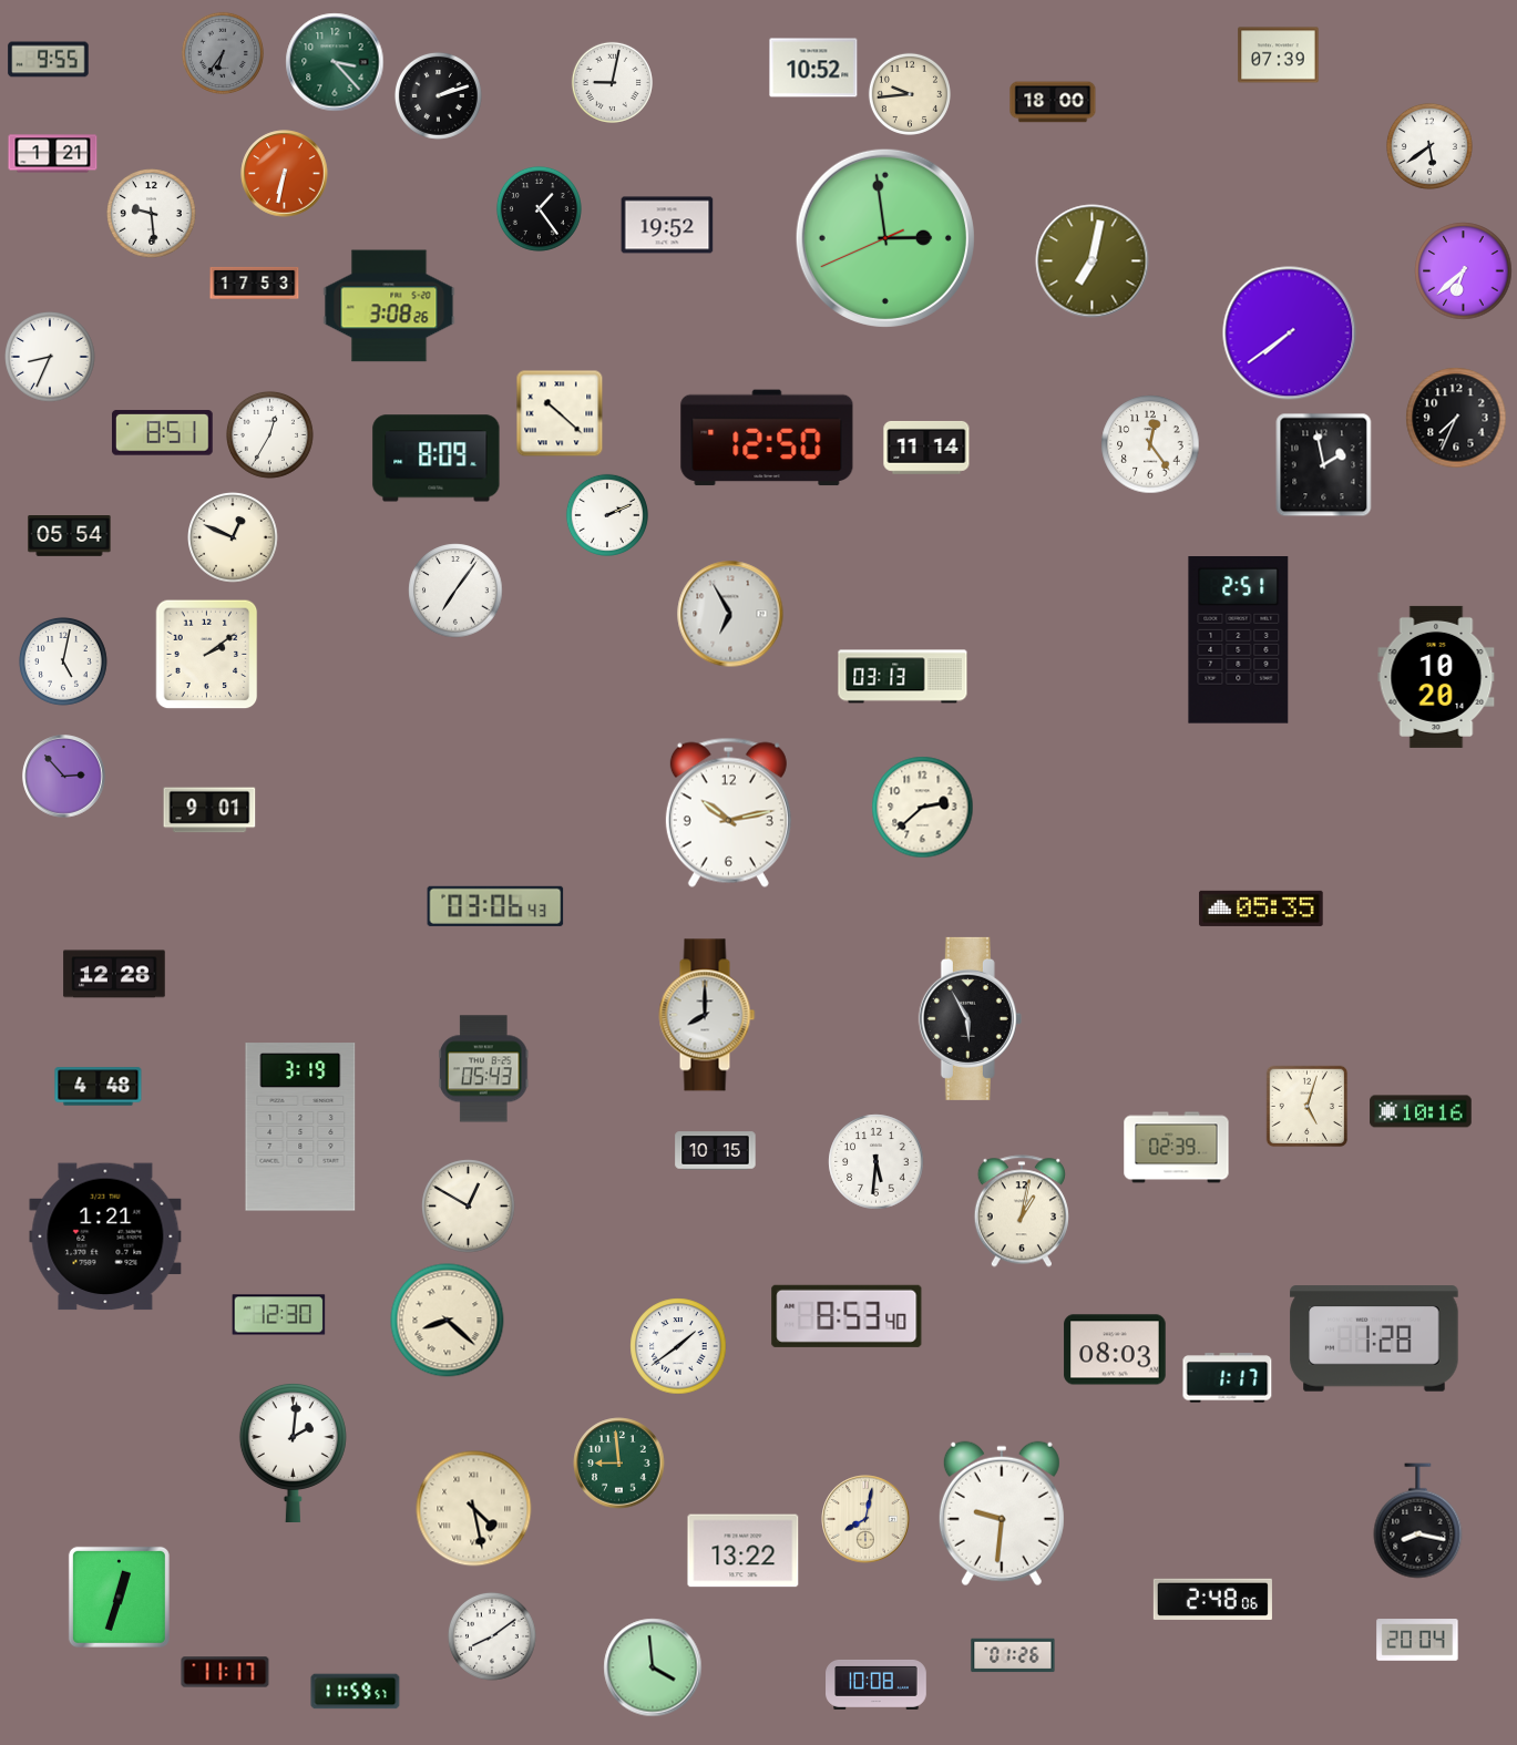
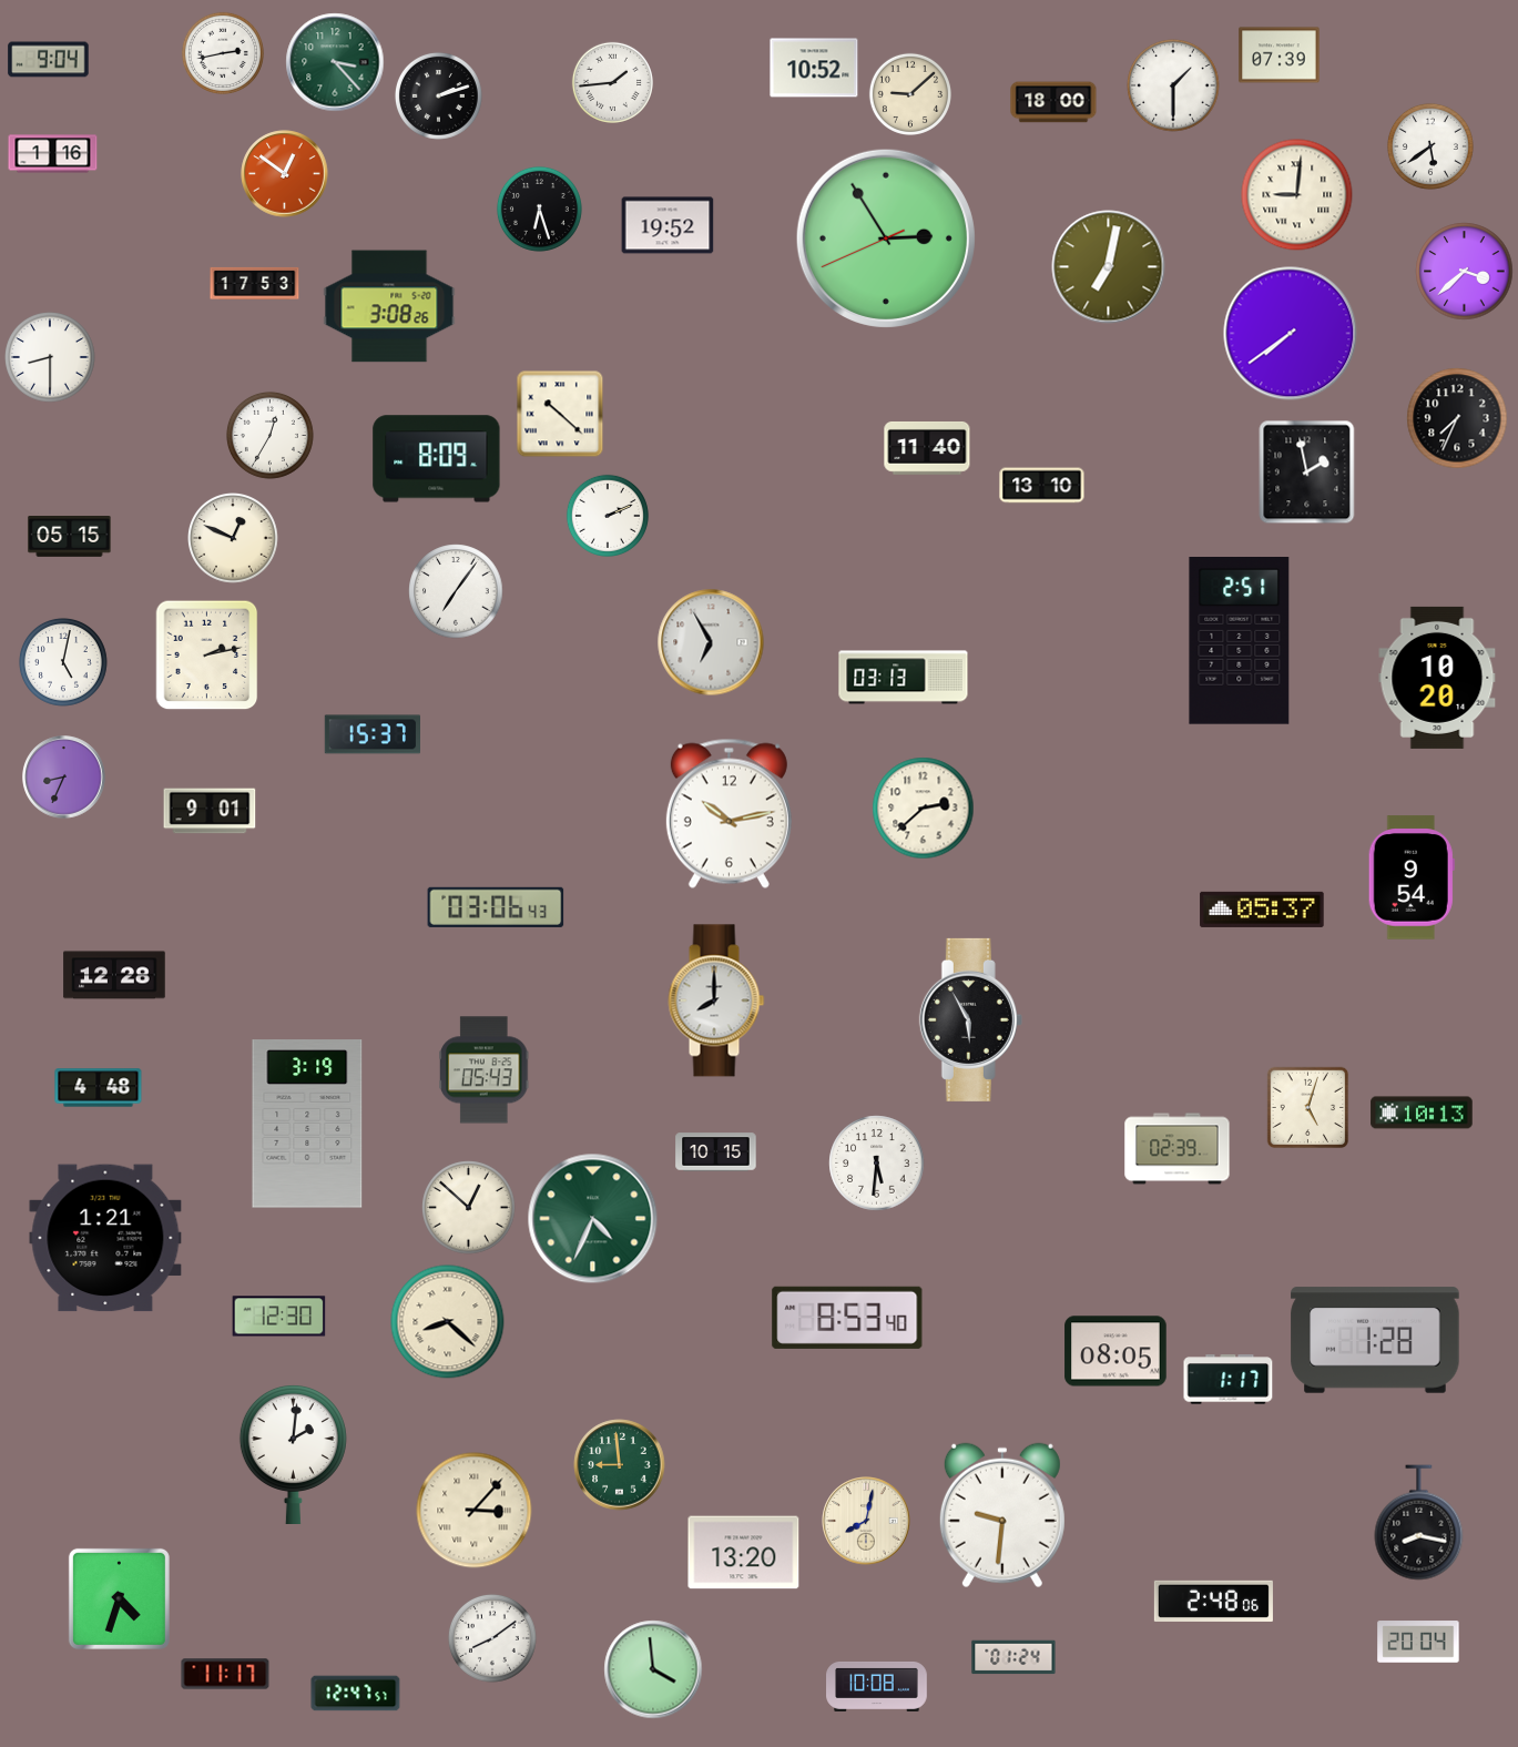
clock at (223, 53): 6:36 -> 2:43
clock at (223, 53) dial: grey -> white
clock at (49, 60): 9:55 -> 9:04
clock at (612, 82): 9:02 -> 1:44
clock at (1173, 85): none -> 1:30
clock at (910, 94): 9:44 -> 9:08
clock at (53, 154): 1:21 -> 1:16
clock at (285, 174): 6:32 -> 12:51
clock at (1297, 195): none -> 9:01
clock at (539, 208): 1:24 -> 6:27
clock at (152, 214): 9:29 -> none
clock at (885, 238): 2:58 -> 2:54
clock at (1093, 261) position: (1093, 261) -> (1109, 267)
clock at (1464, 271): 6:38 -> 3:38
clock at (51, 358): 8:34 -> 8:30
clock at (163, 433): 8:51 -> none
clock at (767, 438): 12:50 -> none
clock at (1150, 444): 12:24 -> none
clock at (926, 448): 11:14 -> 11:40
clock at (1324, 465) position: (1324, 465) -> (1307, 473)
clock at (1042, 486): none -> 13:10
clock at (70, 536): 05:54 -> 05:15
clock at (730, 614) position: (730, 614) -> (711, 642)
clock at (207, 655): 2:09 -> 2:13
clock at (373, 734): none -> 15:37
clock at (64, 777): 2:53 -> 8:34
clock at (1412, 877): none -> 9:54
clock at (1261, 909): 05:35 -> 05:37
clock at (707, 1015) position: (707, 1015) -> (716, 1001)
clock at (1421, 1111): 10:16 -> 10:13
clock at (300, 1127) position: (300, 1127) -> (307, 1124)
clock at (469, 1207): 12:50 -> 12:52
clock at (1022, 1211): 1:02 -> none
clock at (593, 1219): none -> 4:34
clock at (678, 1346): 1:39 -> none
clock at (1115, 1349): 08:03 -> 08:05
clock at (474, 1509): 4:28 -> 3:07
clock at (744, 1551): 13:22 -> 13:20
clock at (119, 1597): 12:33 -> 4:33
clock at (1013, 1655): 01:26 -> 01:24
clock at (356, 1692): 11:59 -> 12:47
